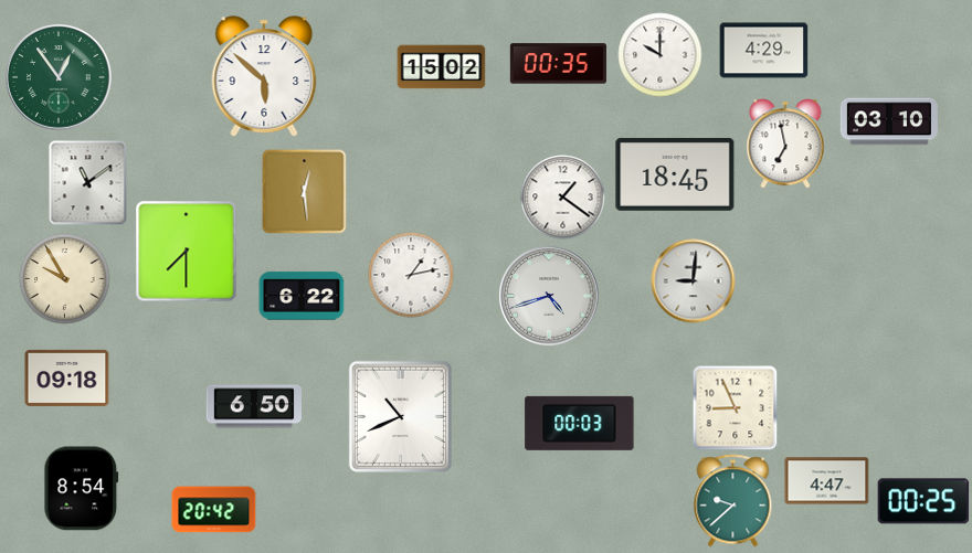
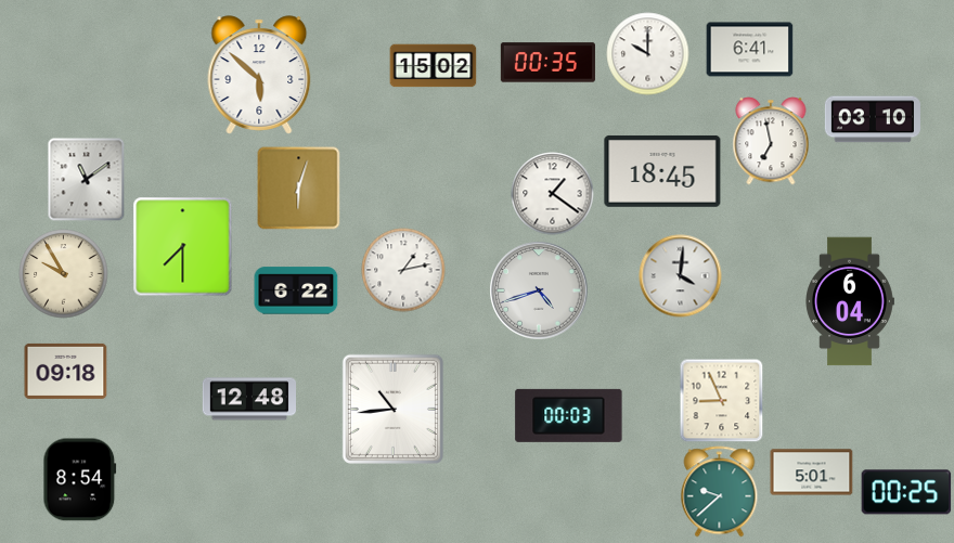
clock at (764, 51): 4:29 -> 6:41
clock at (59, 77): 12:54 -> none
clock at (305, 192): 12:29 -> 6:03
clock at (694, 281): 9:01 -> 4:01
clock at (850, 301): none -> 6:04
clock at (253, 406): 6:50 -> 12:48
clock at (400, 416): 10:41 -> 10:44
clock at (827, 481): 4:47 -> 5:01
clock at (214, 510): 20:42 -> none
